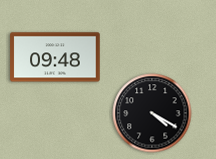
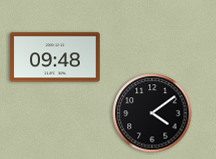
clock at (152, 113): 4:20 -> 4:09
